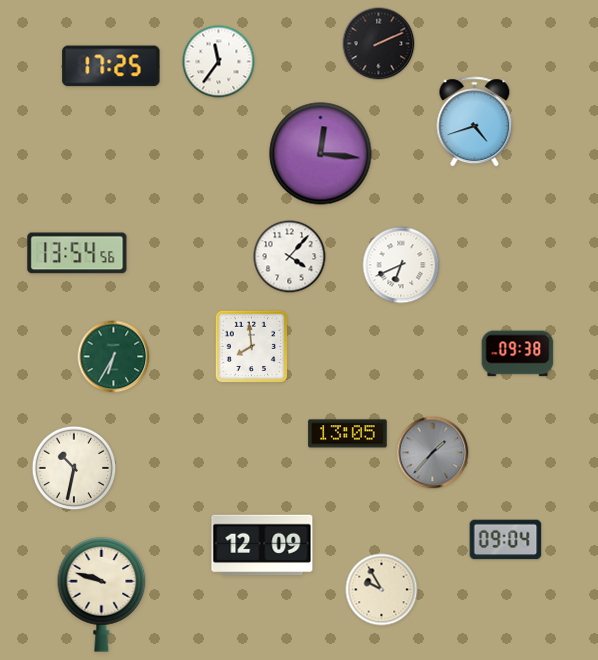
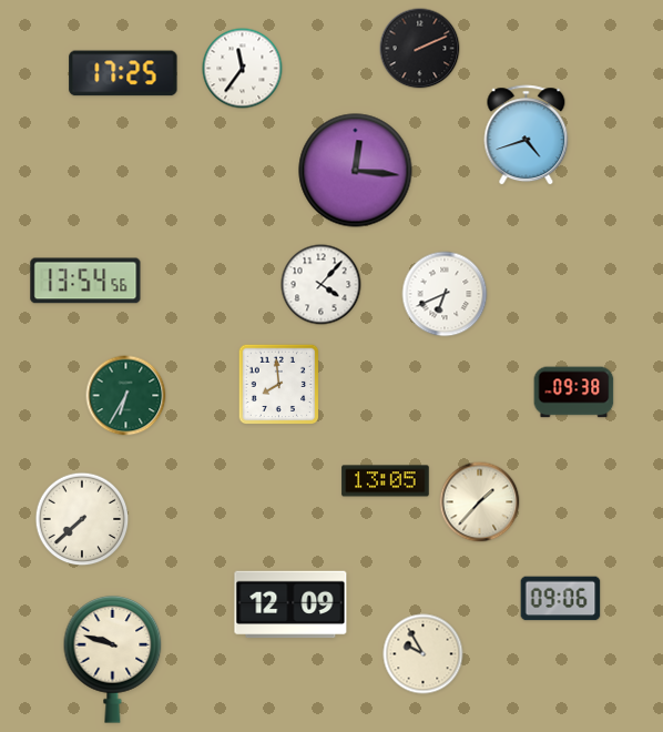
clock at (433, 453) dial: grey -> cream
clock at (74, 468): 10:32 -> 7:38
clock at (506, 540): 09:04 -> 09:06
